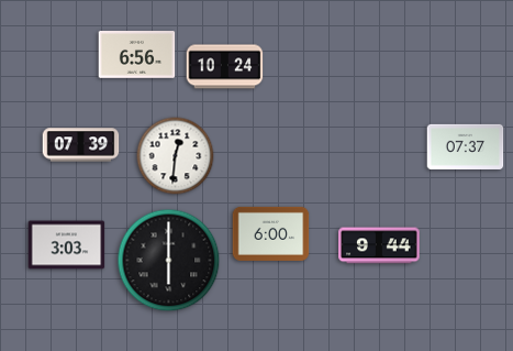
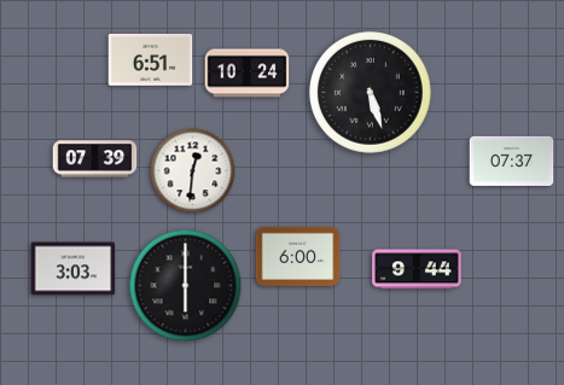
clock at (137, 55): 6:56 -> 6:51
clock at (370, 92): none -> 5:27
clock at (81, 145) position: (81, 145) -> (95, 159)
